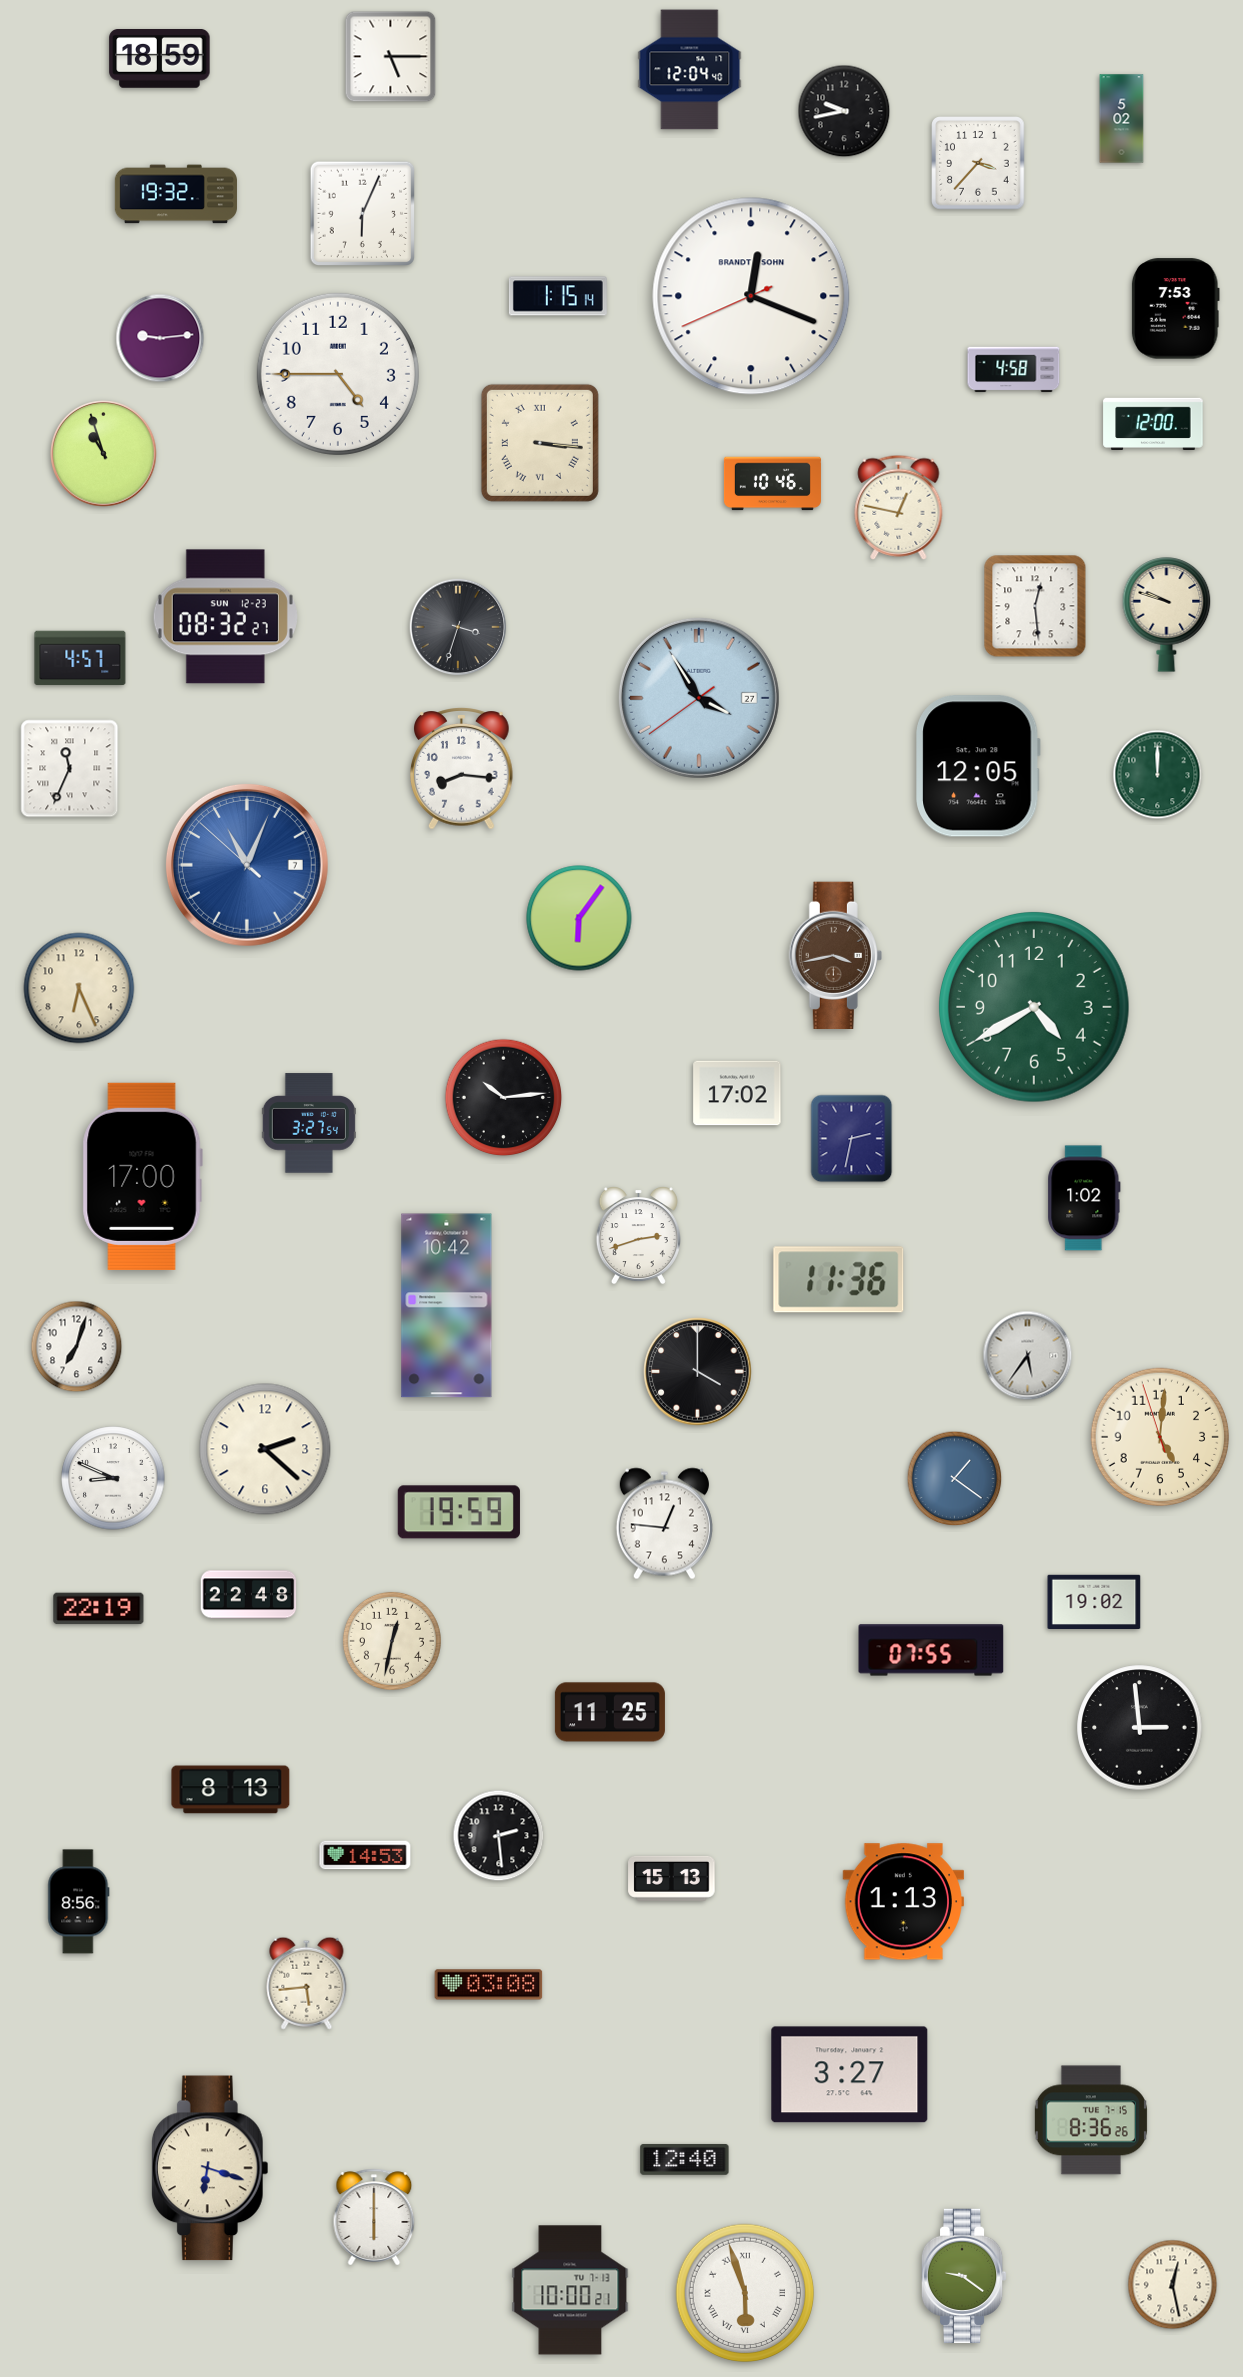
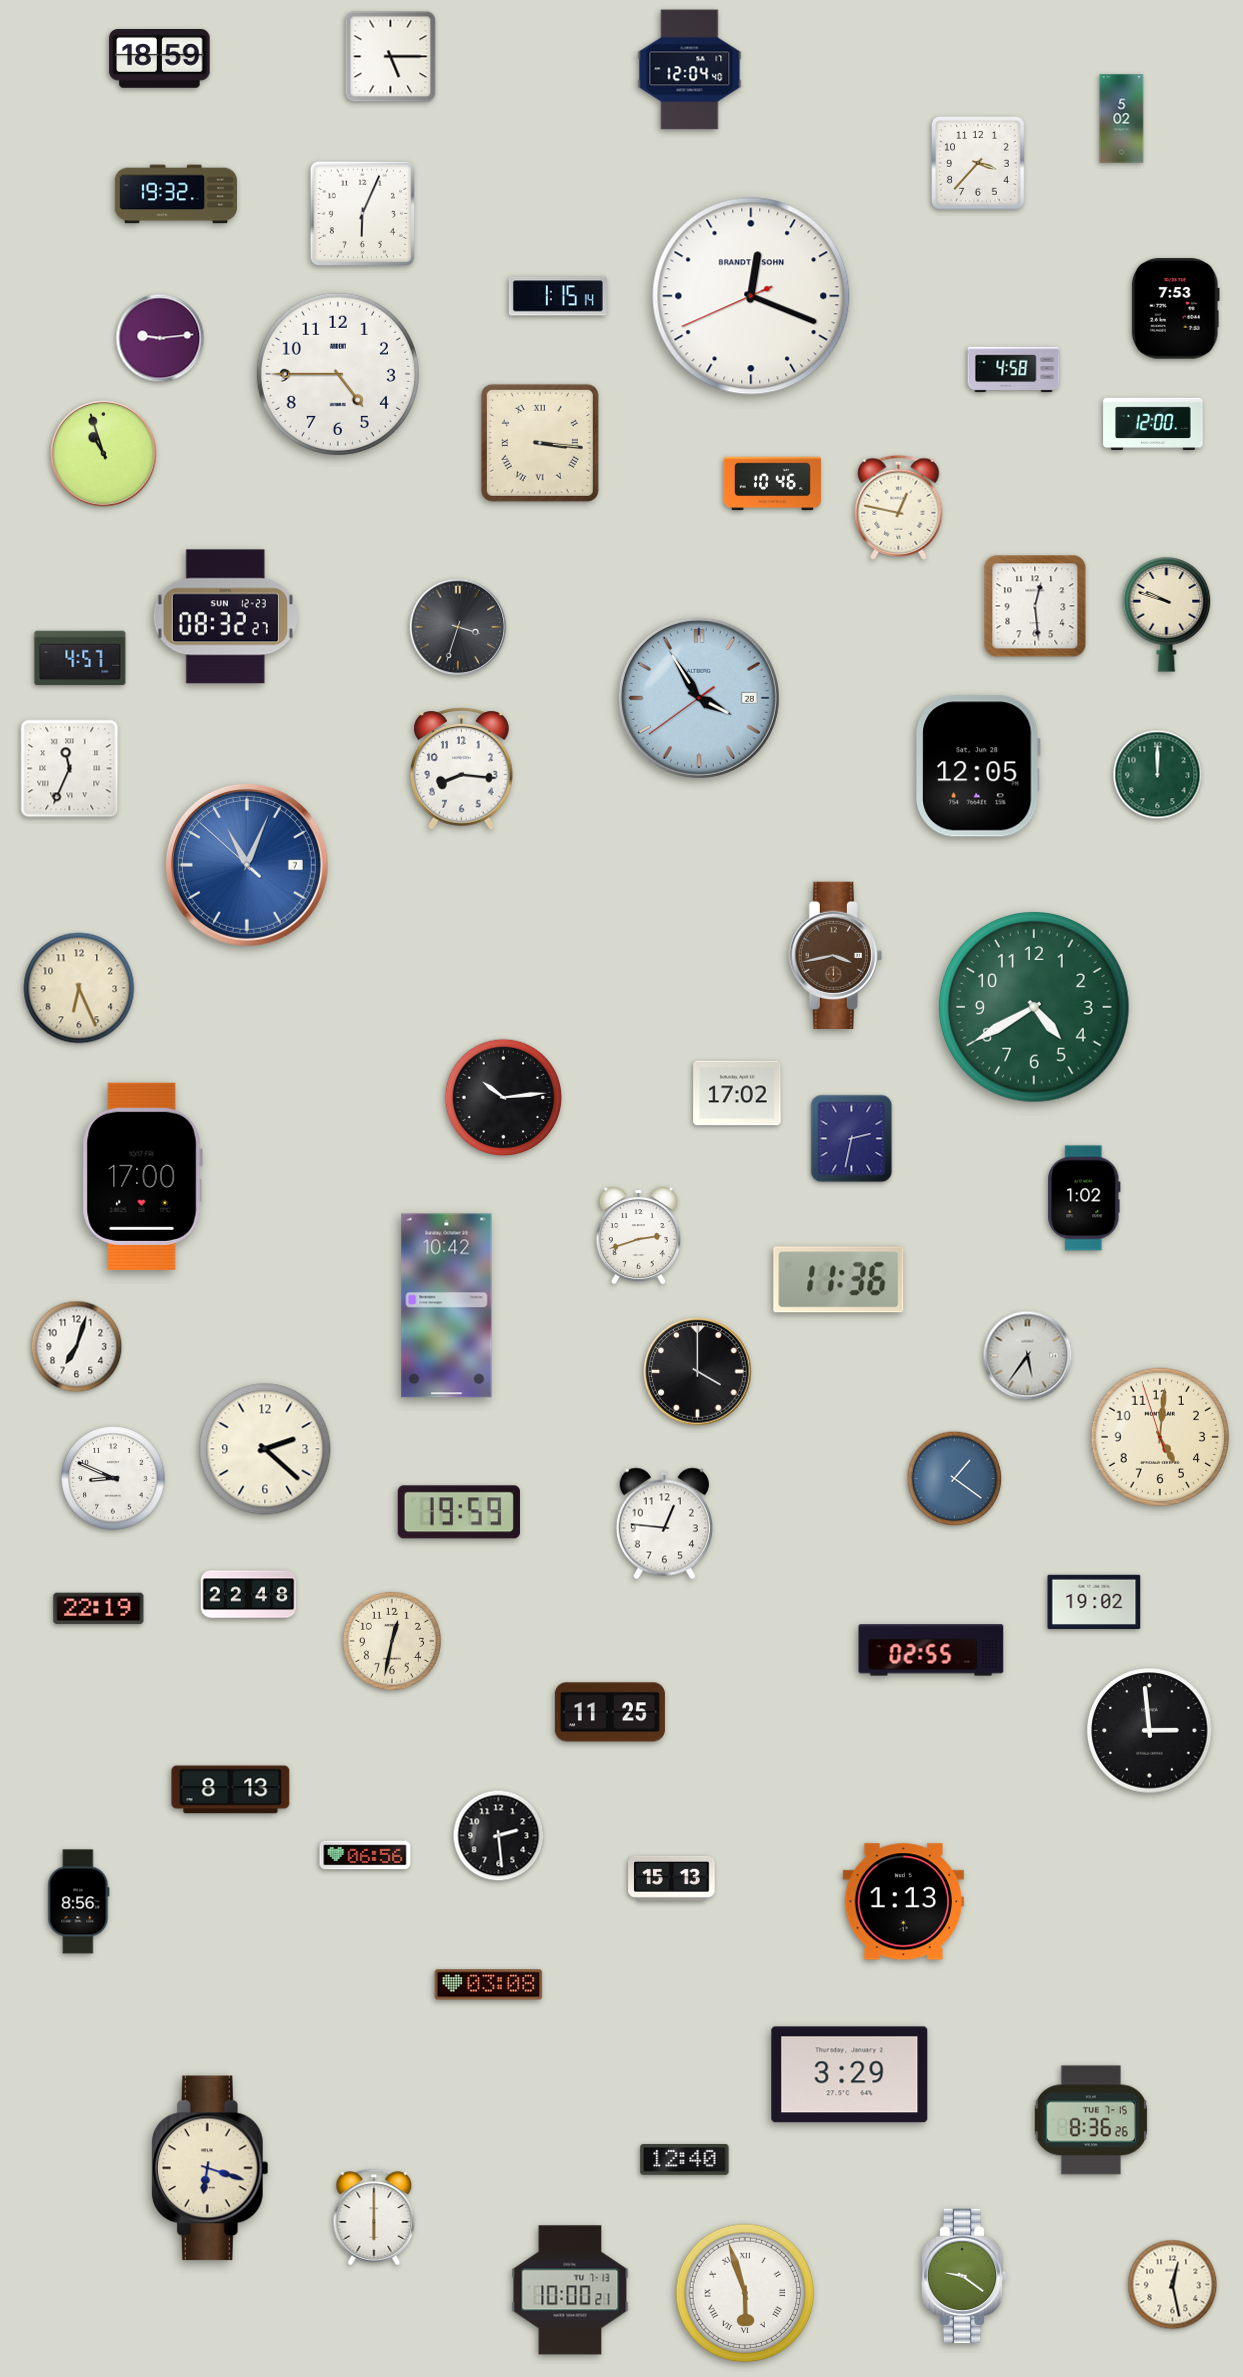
clock at (844, 111): 9:43 -> none
clock at (699, 698) date: 27 -> 28
clock at (579, 918): 6:06 -> none
clock at (309, 1123): 3:27 -> none
clock at (931, 1650): 07:55 -> 02:55
clock at (1140, 1728) position: (1140, 1728) -> (1150, 1731)
clock at (365, 1855): 14:53 -> 06:56
clock at (307, 1983): 5:44 -> none
clock at (850, 2075): 3:27 -> 3:29
